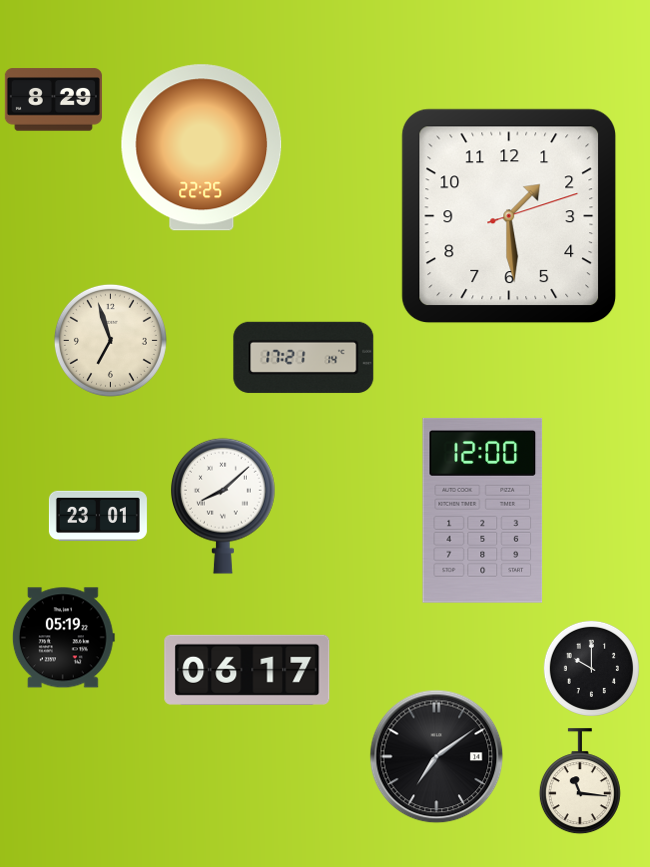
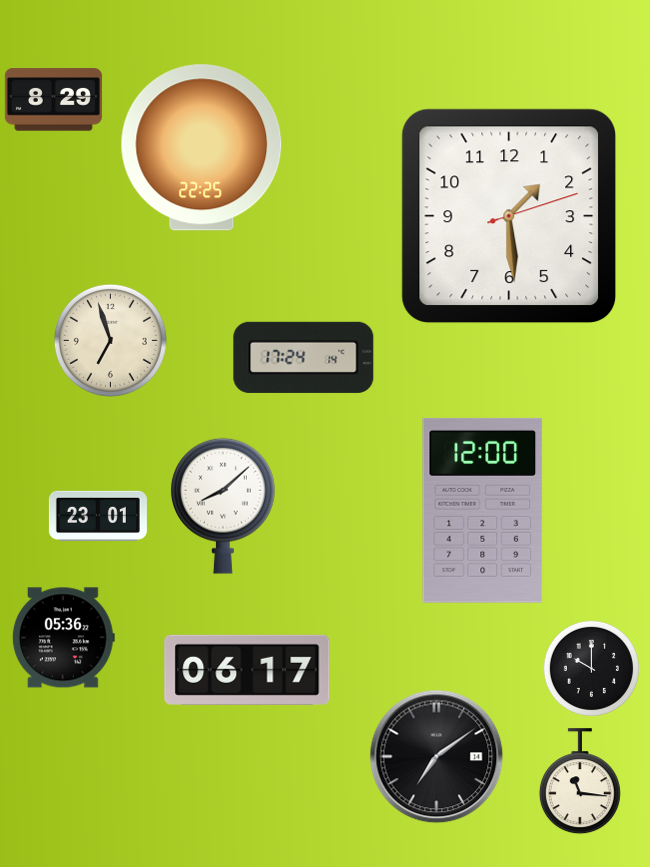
clock at (304, 357): 17:21 -> 17:24
clock at (63, 638): 05:19 -> 05:36
